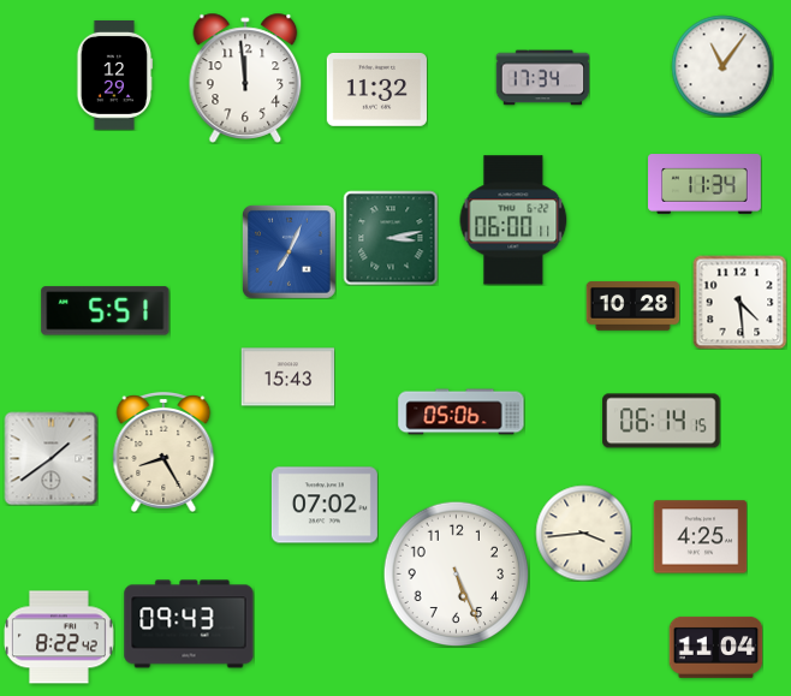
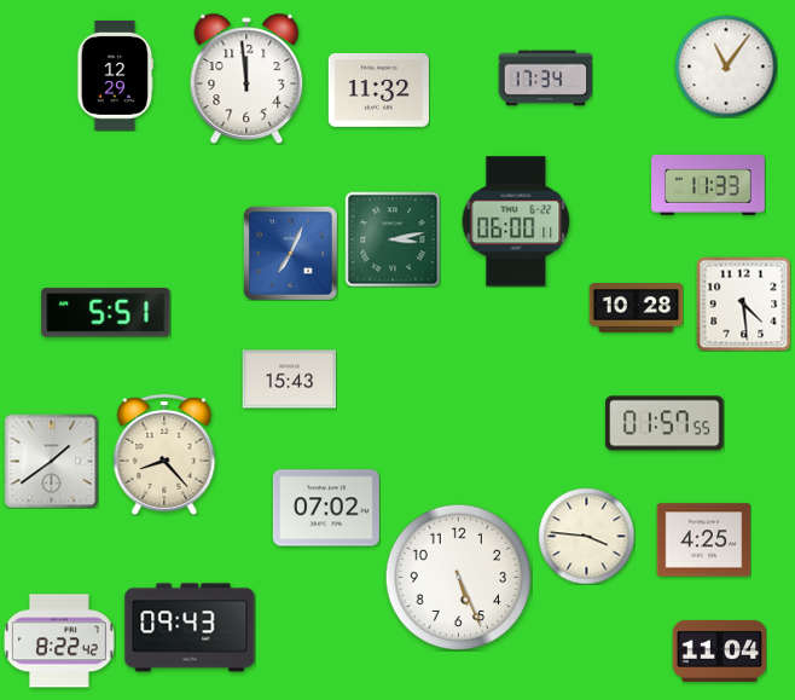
clock at (704, 184): 11:34 -> 11:33
clock at (462, 412): 05:06 -> none
clock at (661, 421): 06:14 -> 01:57
clock at (163, 452): 8:25 -> 8:23
clock at (583, 533): 3:44 -> 3:46
